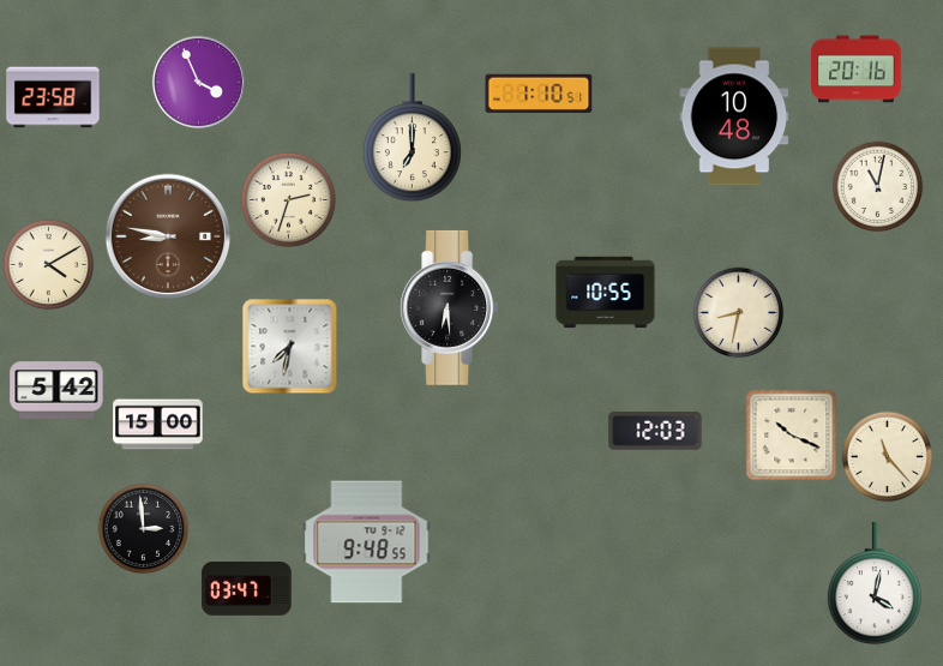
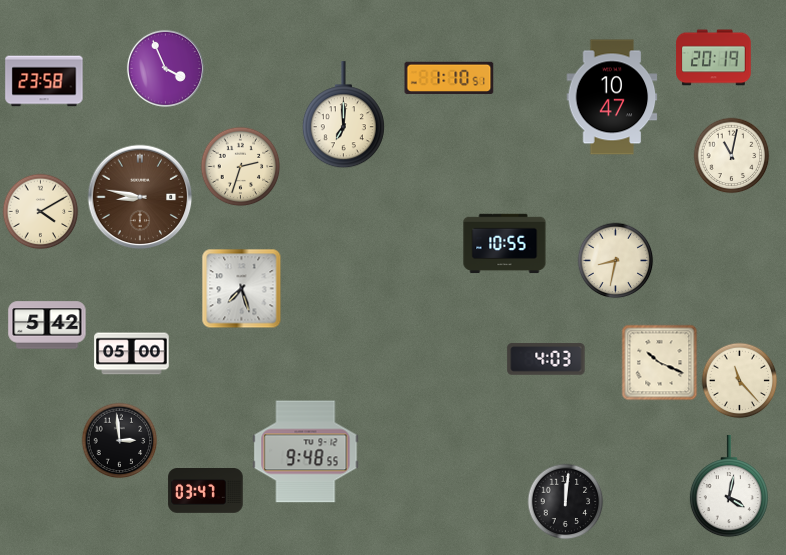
clock at (857, 70): 20:16 -> 20:19
clock at (734, 116): 10:48 -> 10:47
clock at (49, 265) position: (49, 265) -> (41, 212)
clock at (450, 307): 6:29 -> none
clock at (290, 347): 7:32 -> 7:27
clock at (158, 425): 15:00 -> 05:00
clock at (655, 431): 12:03 -> 4:03
clock at (566, 502): none -> 12:01
